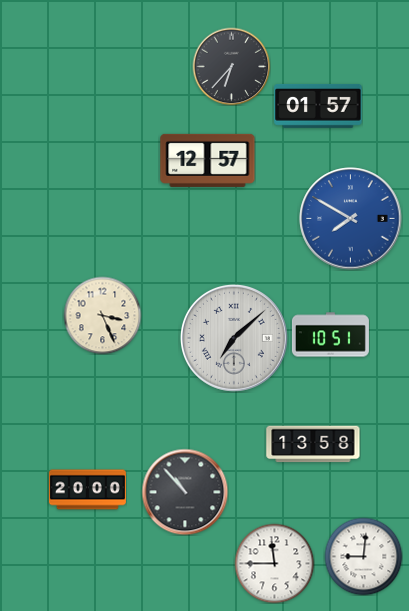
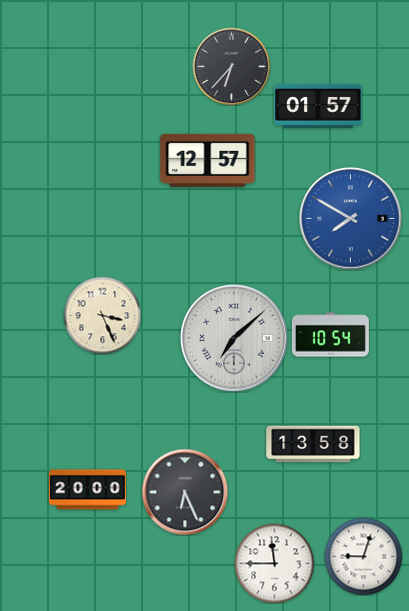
clock at (330, 335): 10:51 -> 10:54
clock at (185, 492): 10:53 -> 6:26
clock at (363, 556): 9:01 -> 9:03
